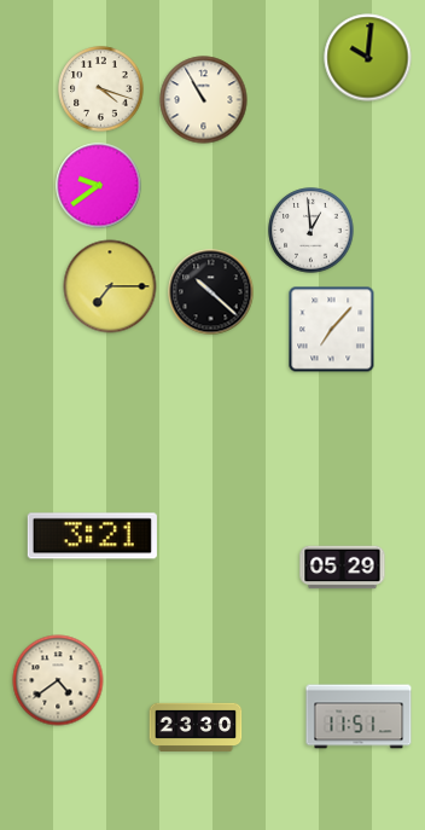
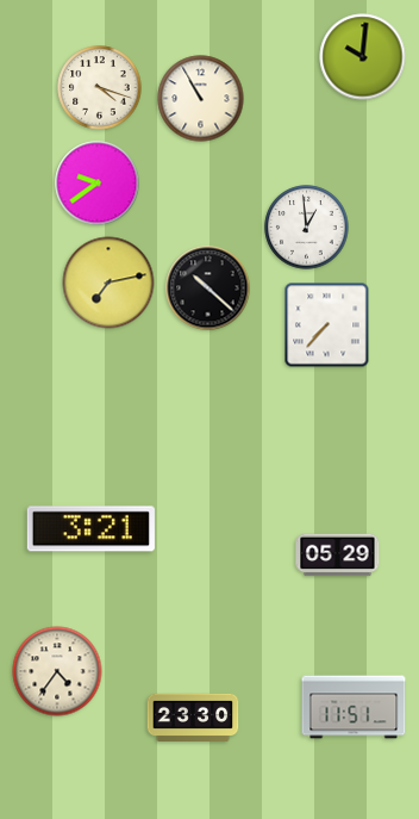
clock at (110, 286): 7:15 -> 7:13
clock at (332, 330): 7:07 -> 7:37
clock at (343, 568) position: (343, 568) -> (338, 556)
clock at (58, 680): 4:39 -> 4:36
